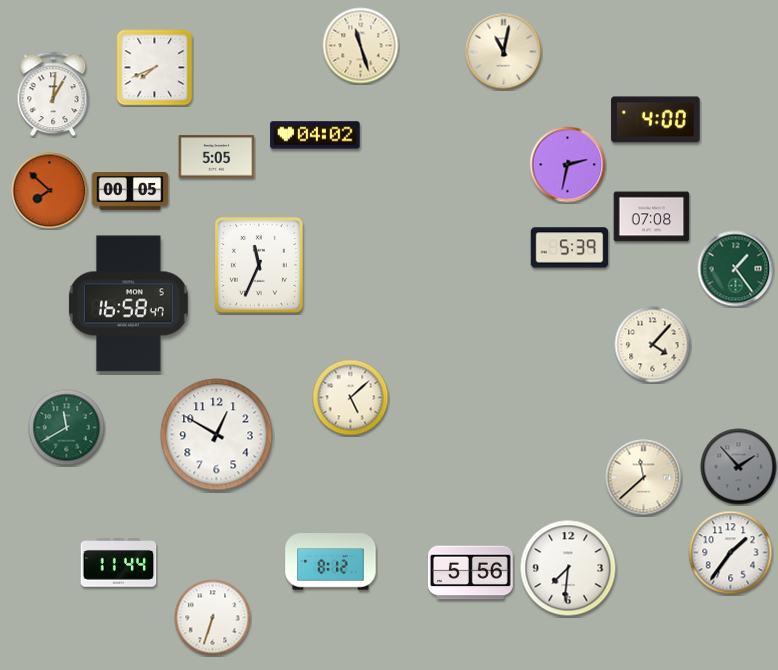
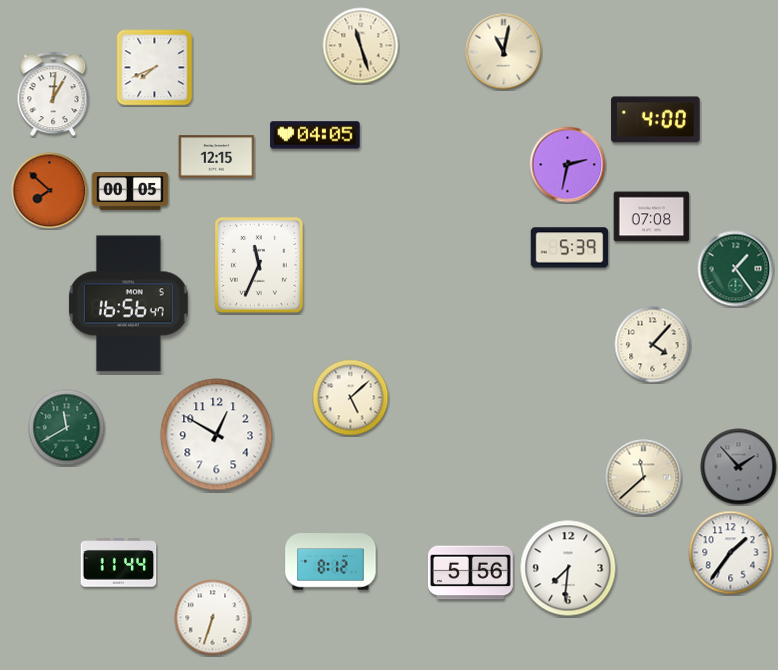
clock at (315, 135): 04:02 -> 04:05
clock at (217, 157): 5:05 -> 12:15
clock at (128, 304): 16:58 -> 16:56
